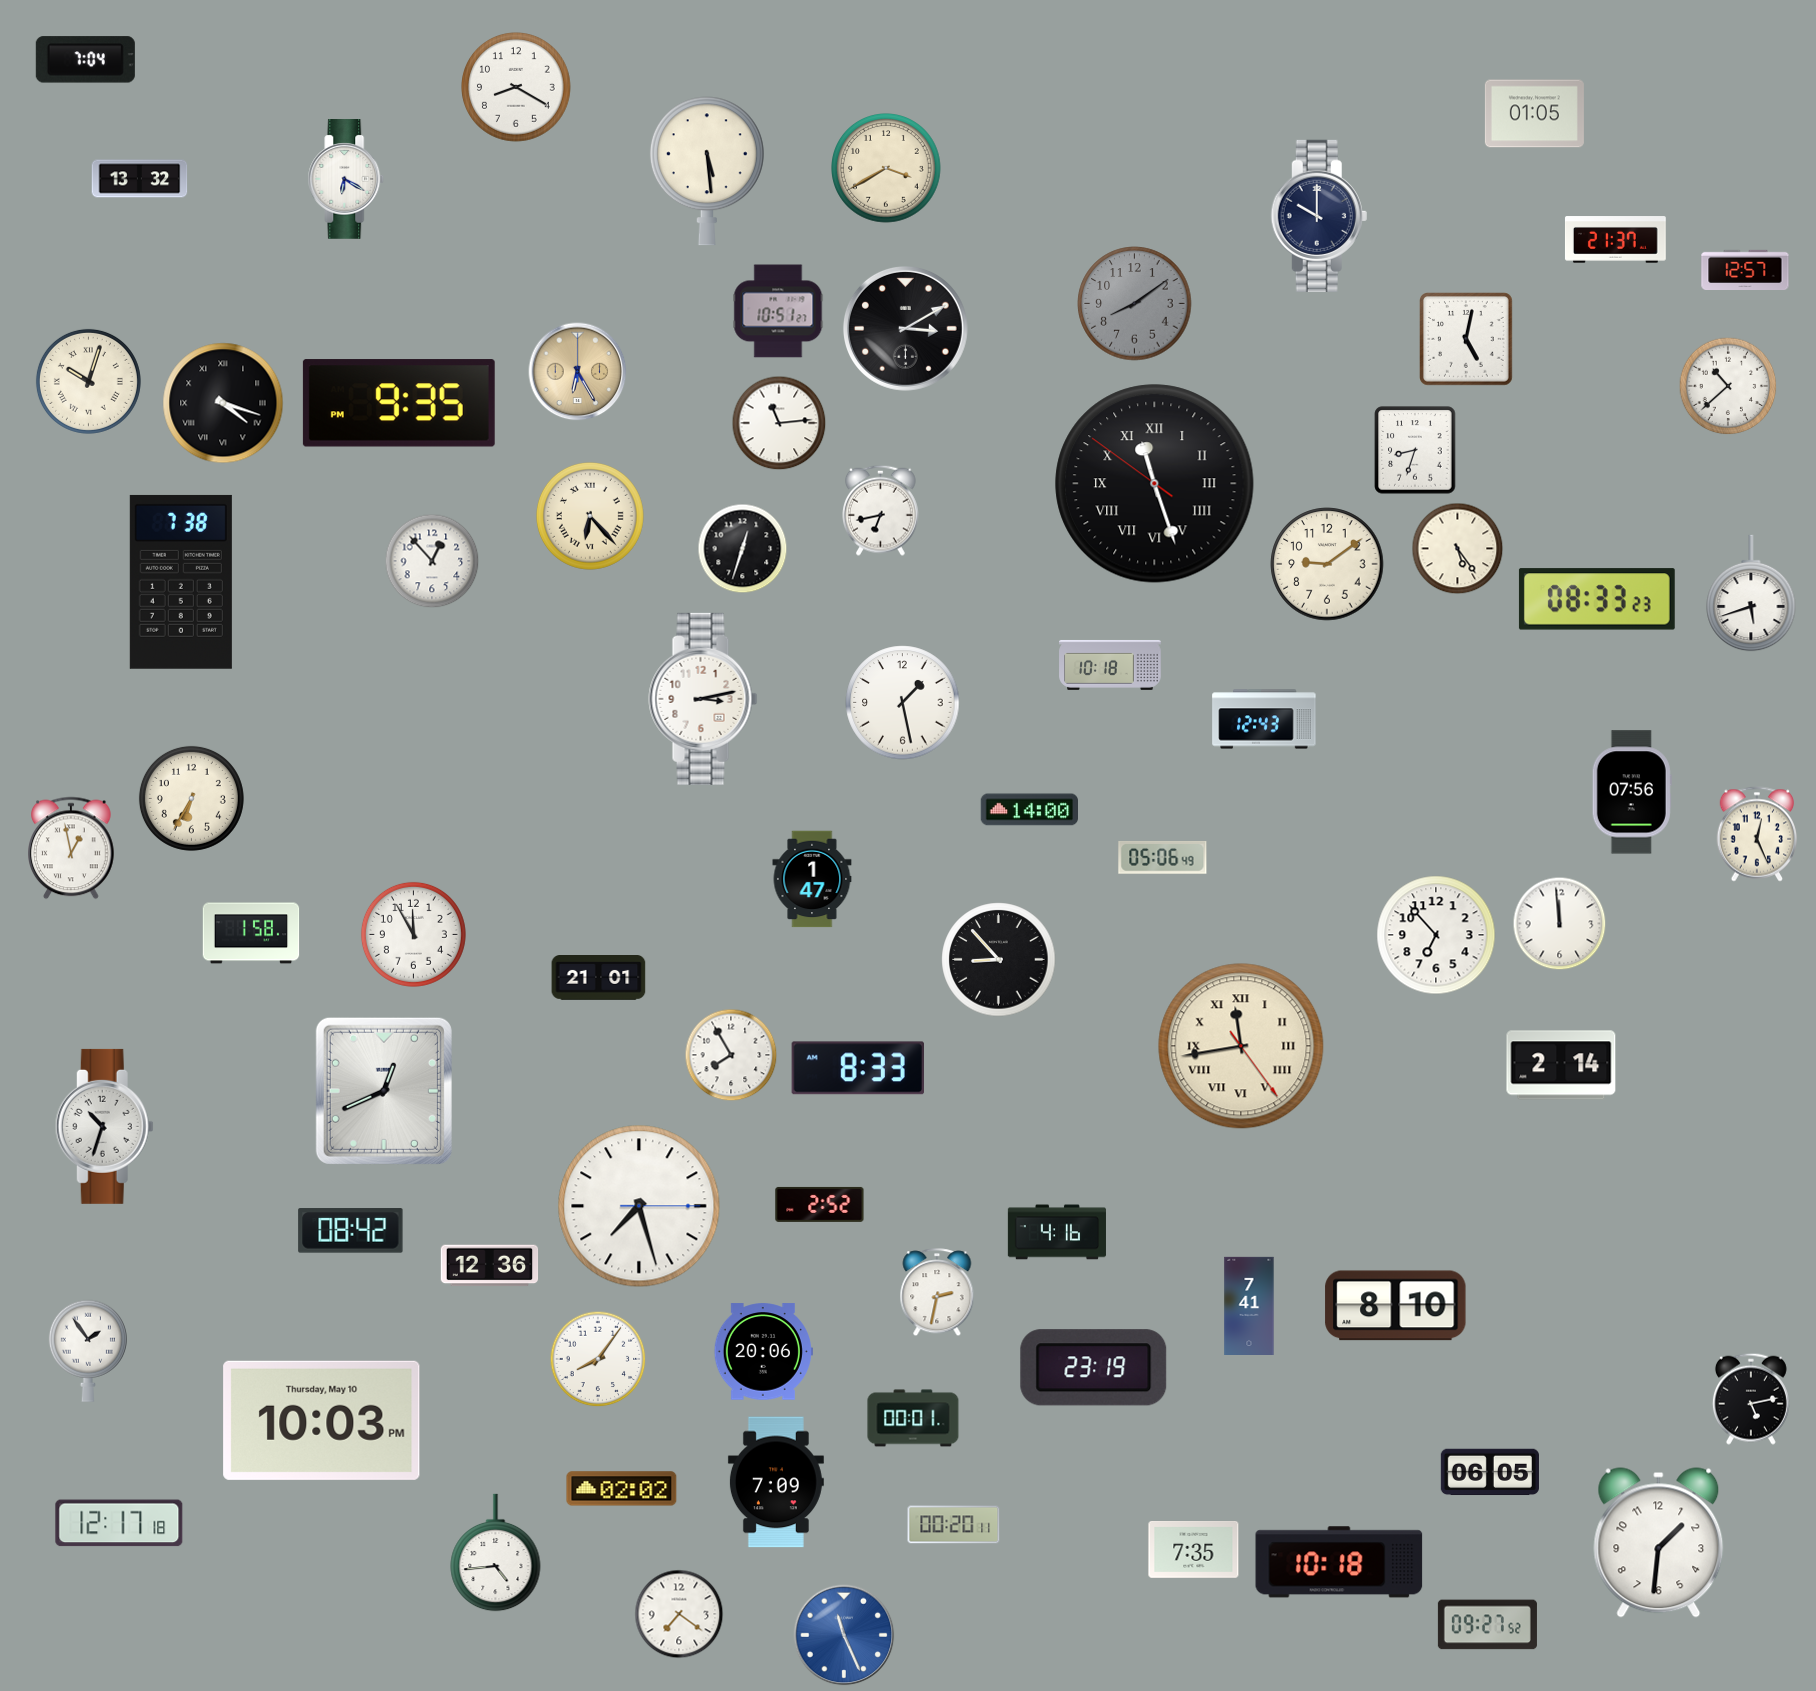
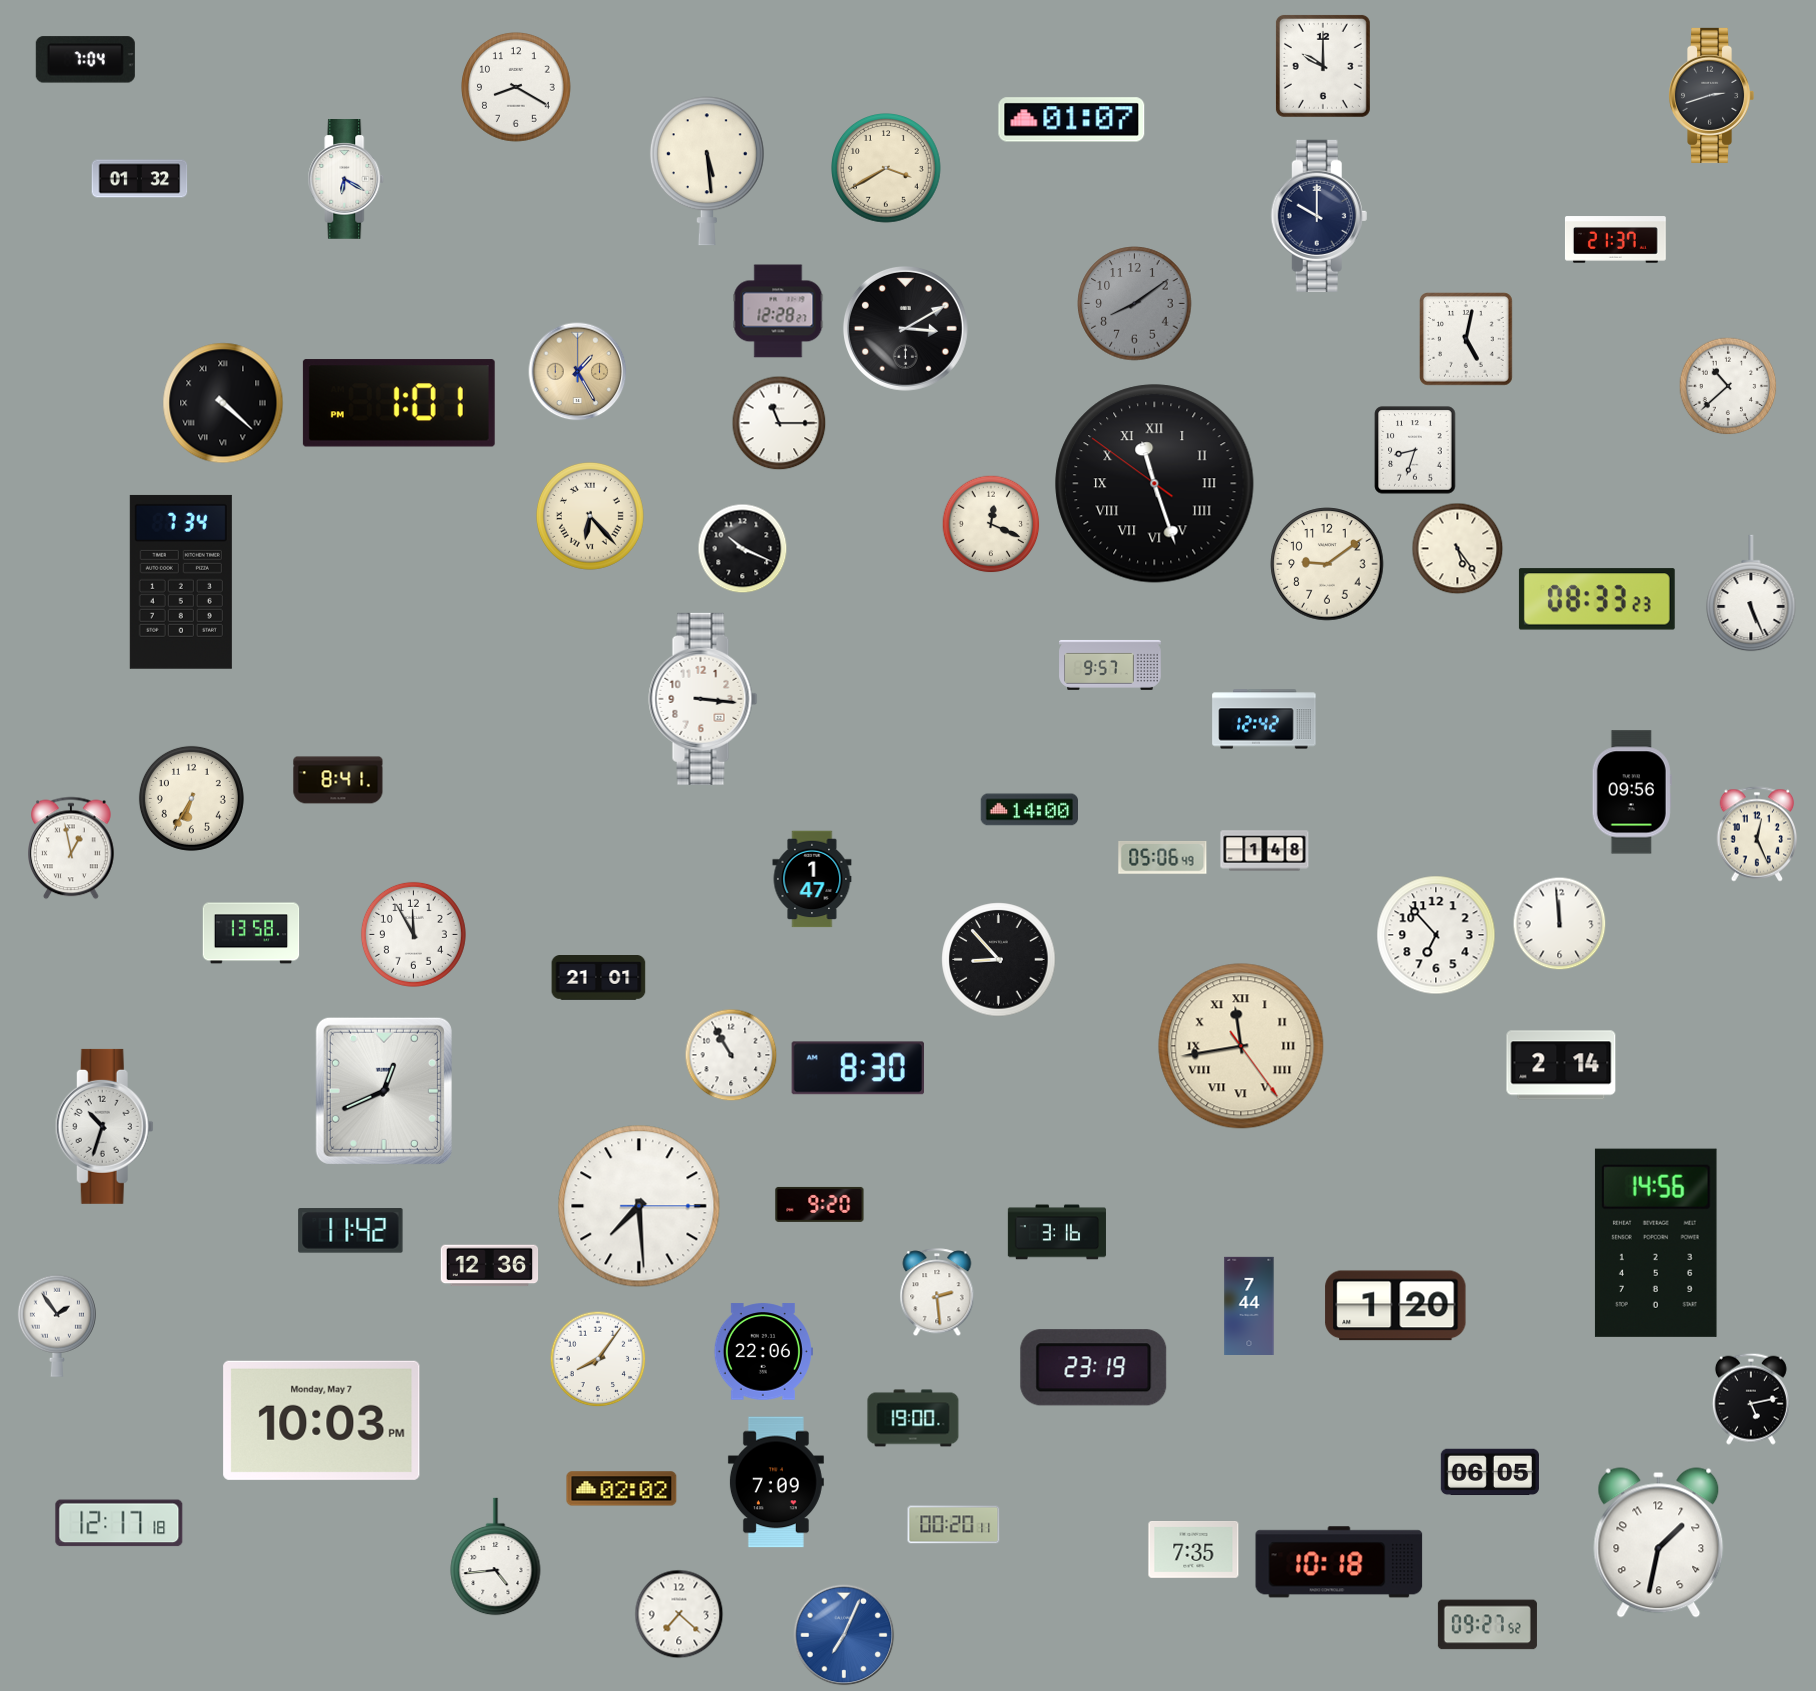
clock at (1323, 66): none -> 10:00
clock at (1712, 95): none -> 2:42
clock at (1534, 114): 01:05 -> none
clock at (1072, 120): none -> 01:07
clock at (140, 179): 13:32 -> 01:32
clock at (1745, 269): 12:57 -> none
clock at (778, 311): 10:51 -> 12:28
clock at (578, 372): 6:25 -> 1:25
clock at (88, 381): 10:03 -> none
clock at (223, 403): 4:18 -> 4:22
clock at (399, 403): 9:35 -> 1:01
clock at (779, 423): 11:14 -> 11:15
clock at (881, 510): 6:43 -> none
clock at (991, 524): none -> 12:19
clock at (743, 549): 12:33 -> 10:19
clock at (432, 561): 12:53 -> none
clock at (181, 582): 7:38 -> 7:34
clock at (1751, 593): 5:42 -> 5:26
clock at (1110, 665): 10:18 -> 9:57
clock at (703, 699): 3:13 -> 3:16
clock at (903, 703): 1:28 -> none
clock at (1264, 719): 12:43 -> 12:42
clock at (338, 780): none -> 8:41
clock at (1632, 792): 07:56 -> 09:56
clock at (1265, 851): none -> 1:48
clock at (251, 933): 1:58 -> 13:58
clock at (731, 1055): 7:55 -> 10:55
clock at (857, 1068): 8:33 -> 8:30
clock at (820, 1204): 2:52 -> 9:20
clock at (639, 1206): 7:27 -> 7:29
clock at (351, 1231): 08:42 -> 11:42
clock at (1056, 1232): 4:16 -> 3:16
clock at (1656, 1243): none -> 14:56
clock at (937, 1293): 2:32 -> 2:29
clock at (1249, 1305): 7:41 -> 7:44
clock at (1396, 1306): 8:10 -> 1:20
clock at (88, 1351) position: (88, 1351) -> (57, 1326)
clock at (763, 1352): 20:06 -> 22:06
clock at (913, 1418): 00:01 -> 19:00
clock at (322, 1420) date: Thursday, May 10 -> Monday, May 7
clock at (1659, 1543): 1:31 -> 1:32
clock at (496, 1553) position: (496, 1553) -> (496, 1557)
clock at (679, 1614): 7:21 -> 7:22
clock at (844, 1635): 11:26 -> 7:04
